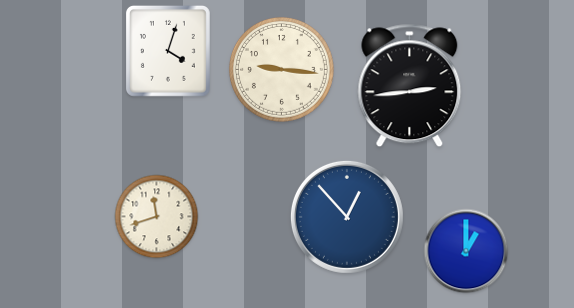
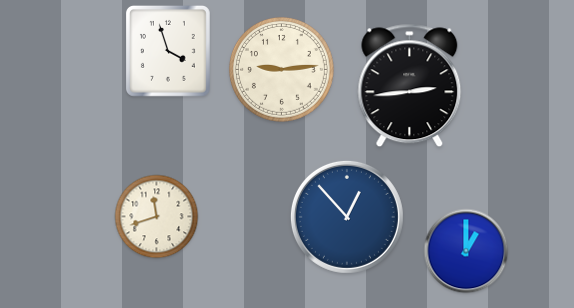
clock at (168, 51): 4:03 -> 3:57
clock at (281, 69): 9:16 -> 9:14
